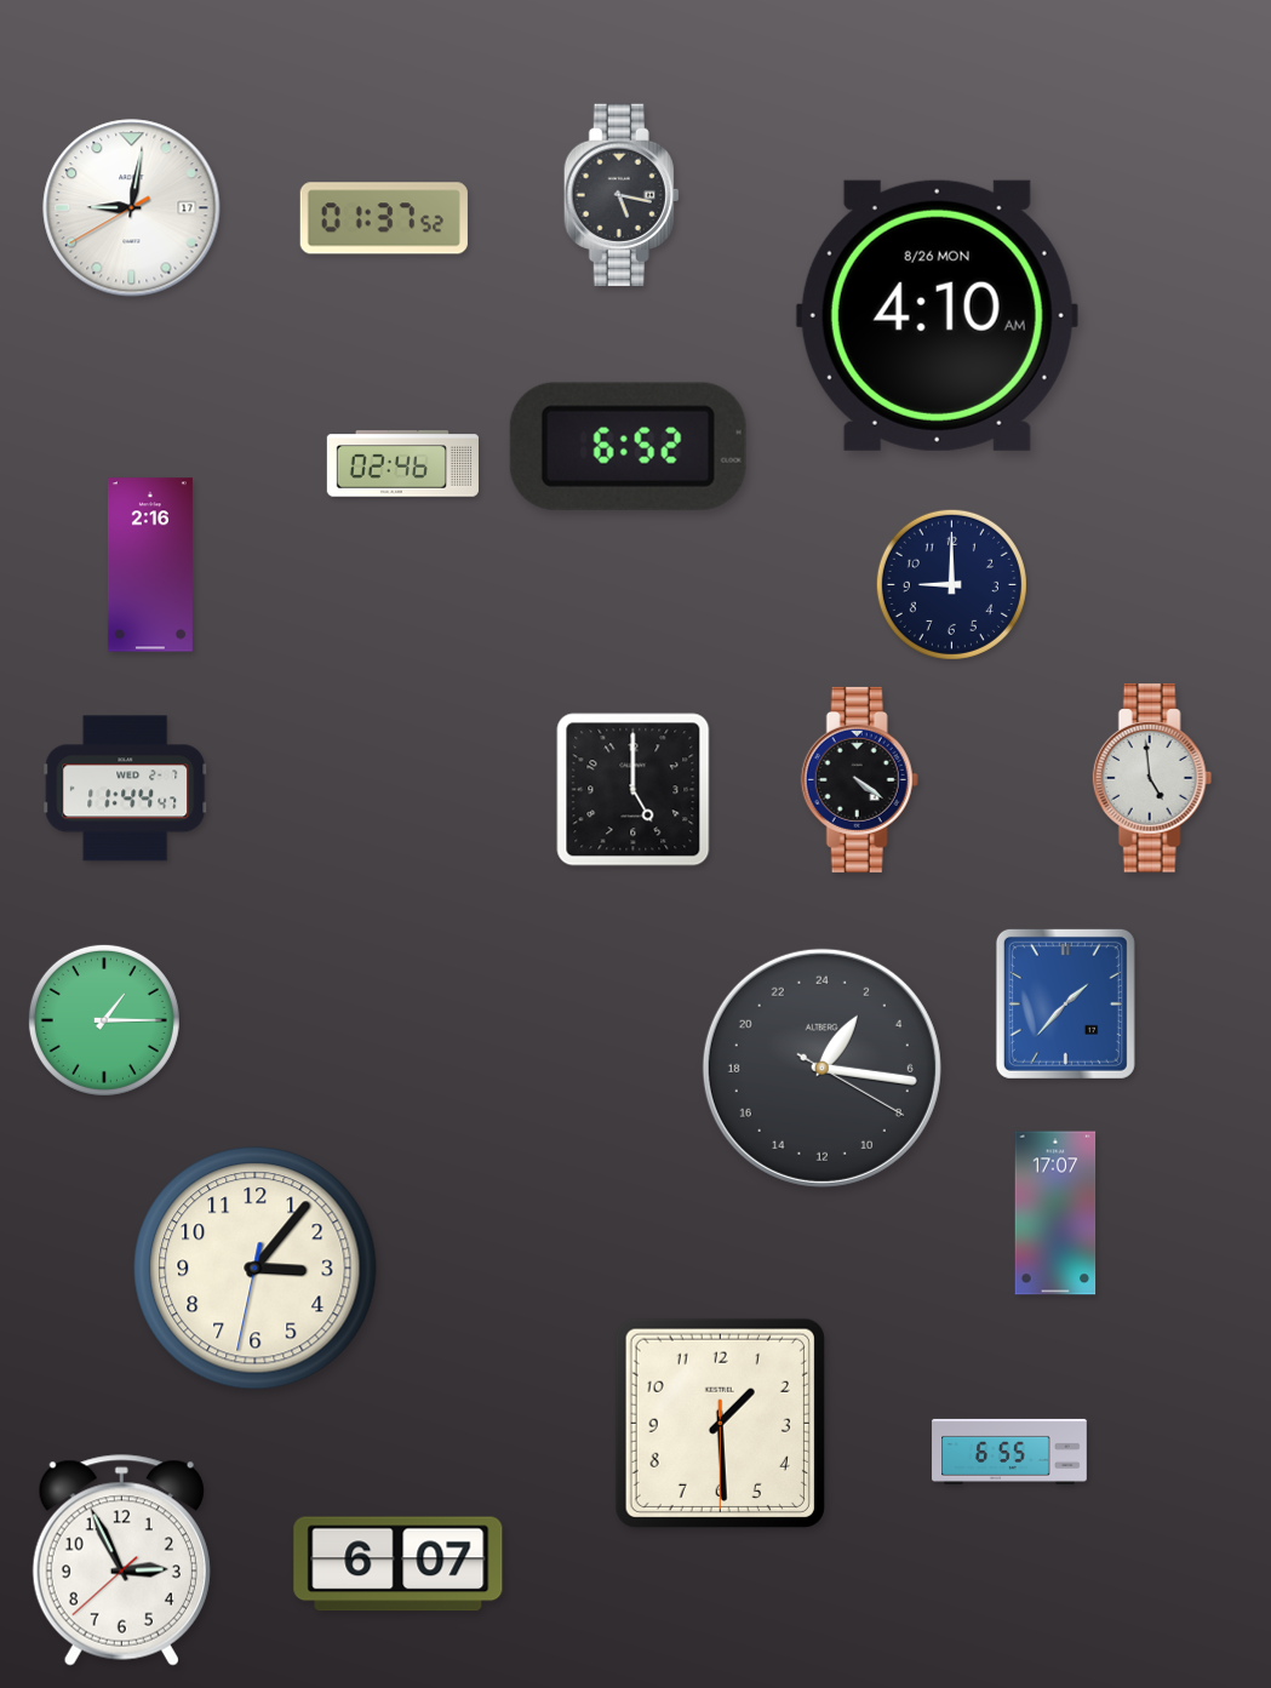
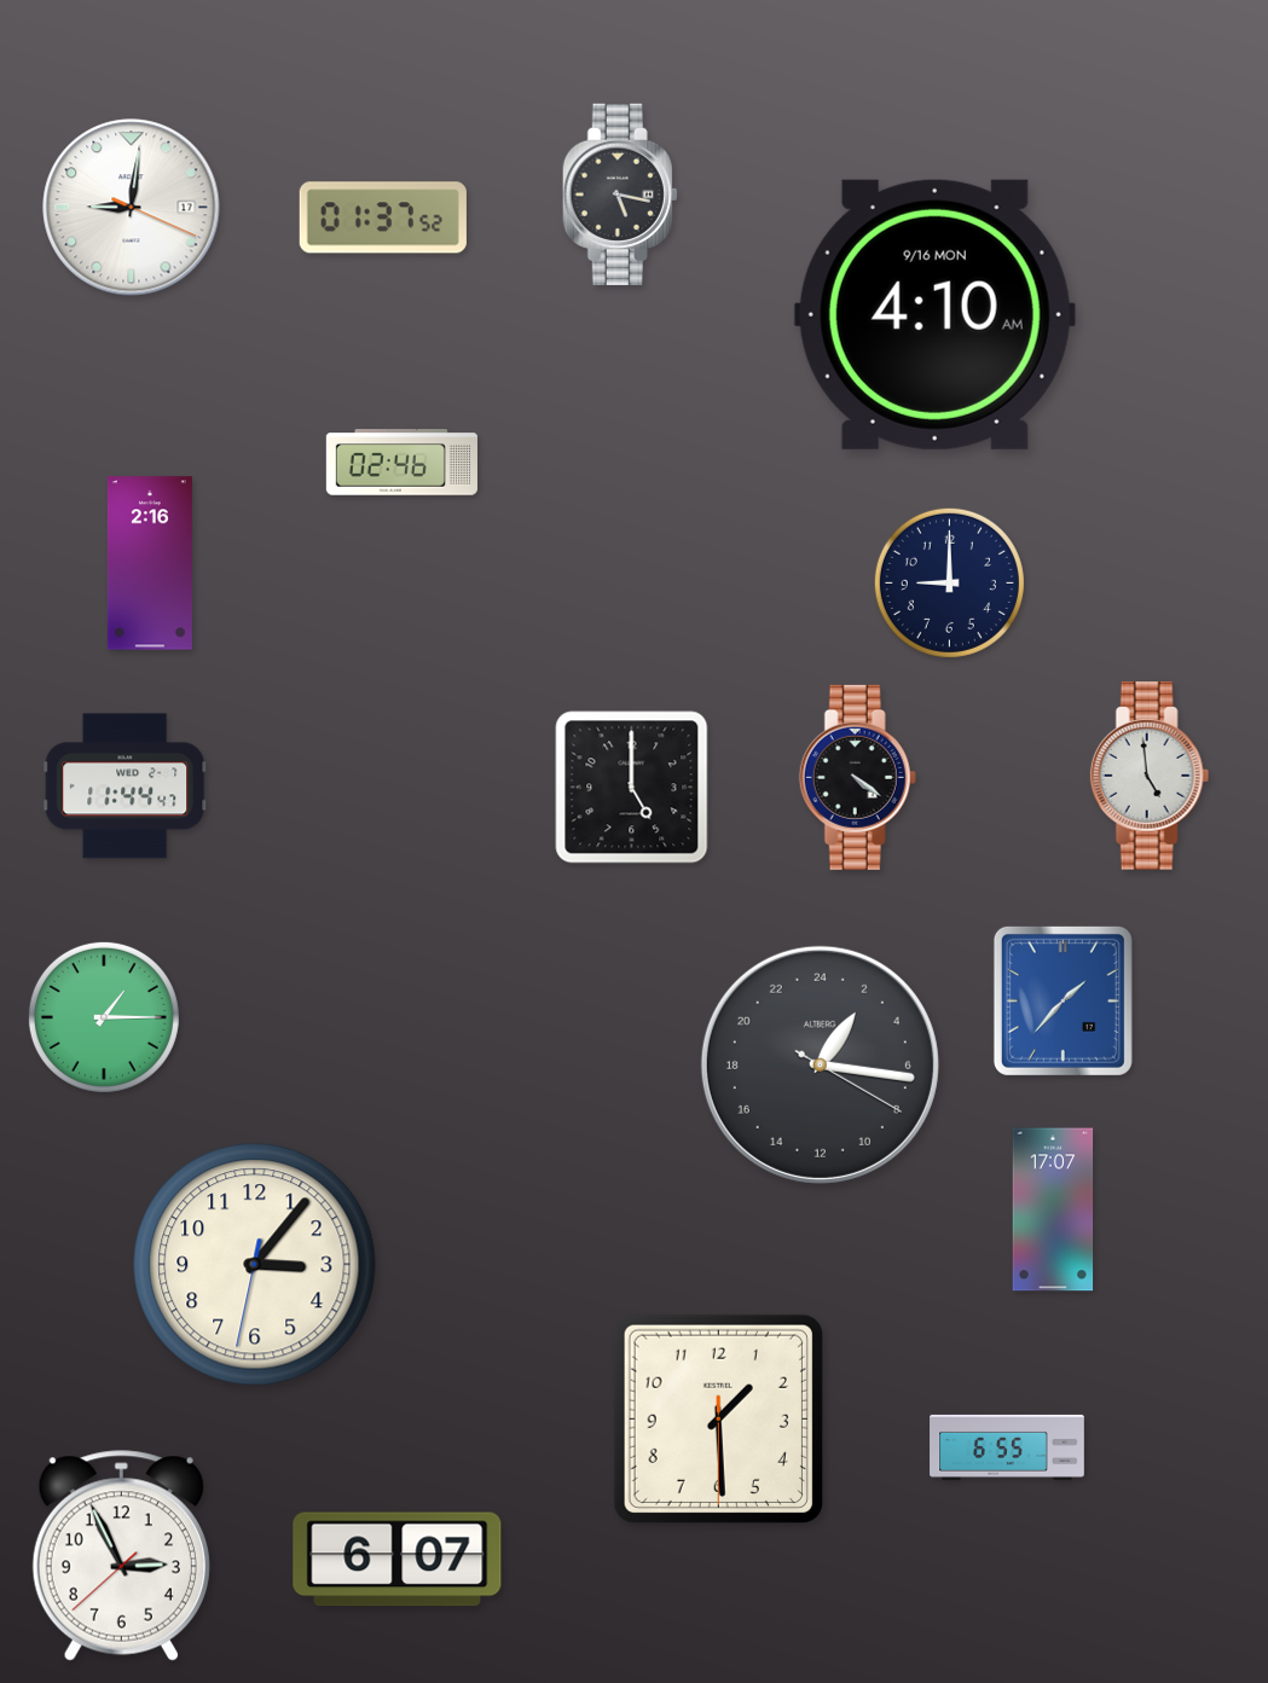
clock at (132, 208): 9:01:40 -> 9:01:19
clock at (937, 315) date: 8/26 MON -> 9/16 MON
clock at (628, 446): 6:52 -> none
